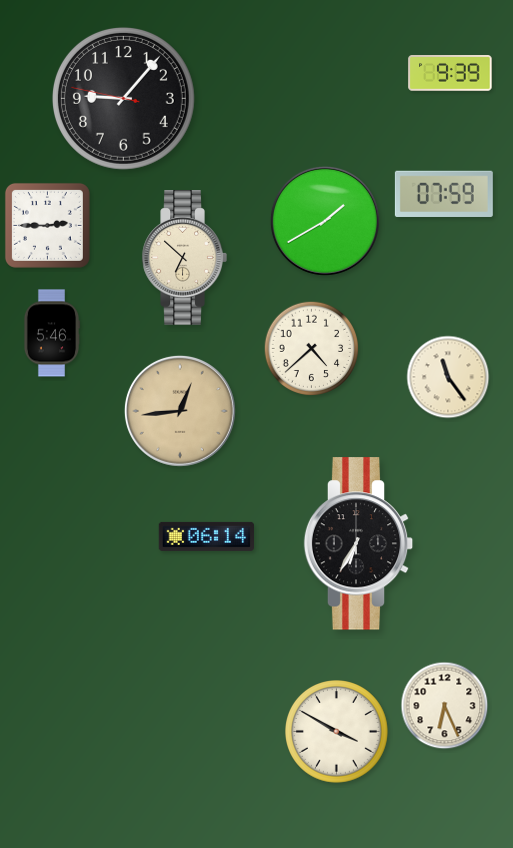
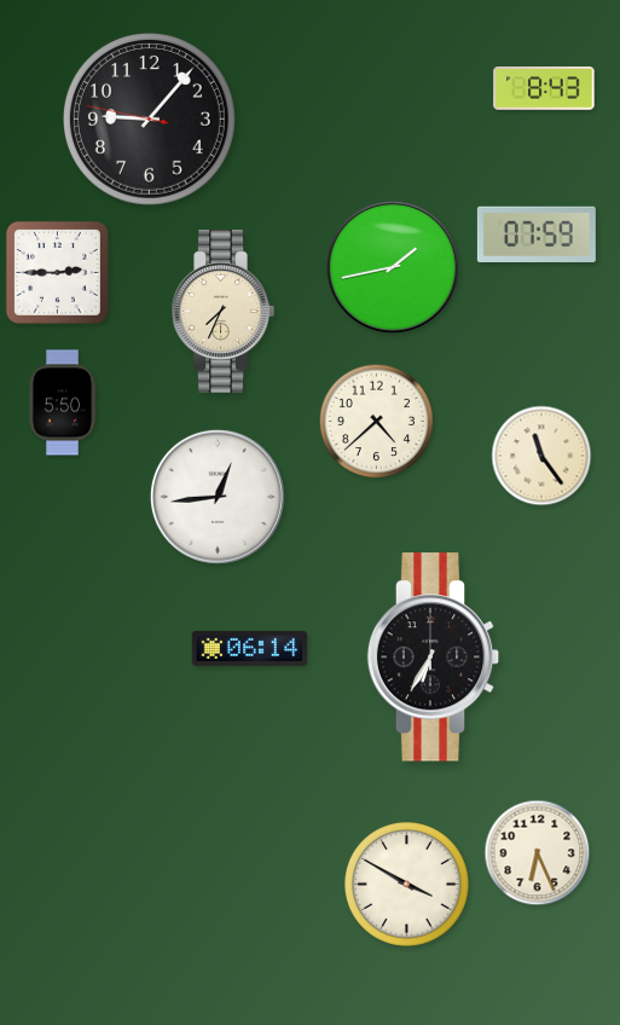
clock at (450, 74): 9:39 -> 8:43
clock at (325, 221): 1:40 -> 1:43
clock at (184, 258): 6:52 -> 7:34
clock at (52, 333): 5:46 -> 5:50
clock at (180, 411) dial: champagne -> white
